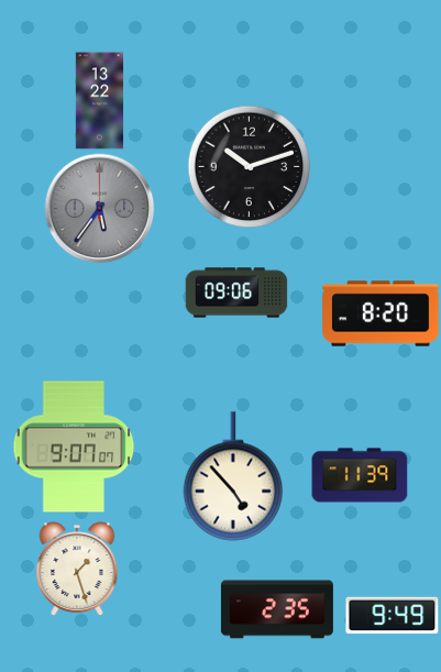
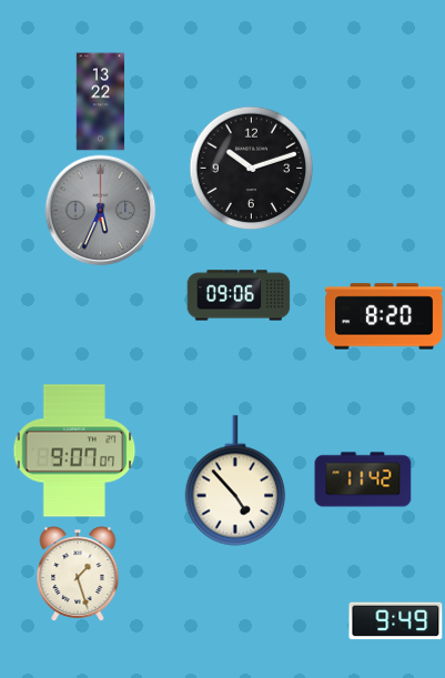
clock at (100, 209): 5:36 -> 5:34
clock at (360, 475): 11:39 -> 11:42
clock at (277, 609): 2:35 -> none
